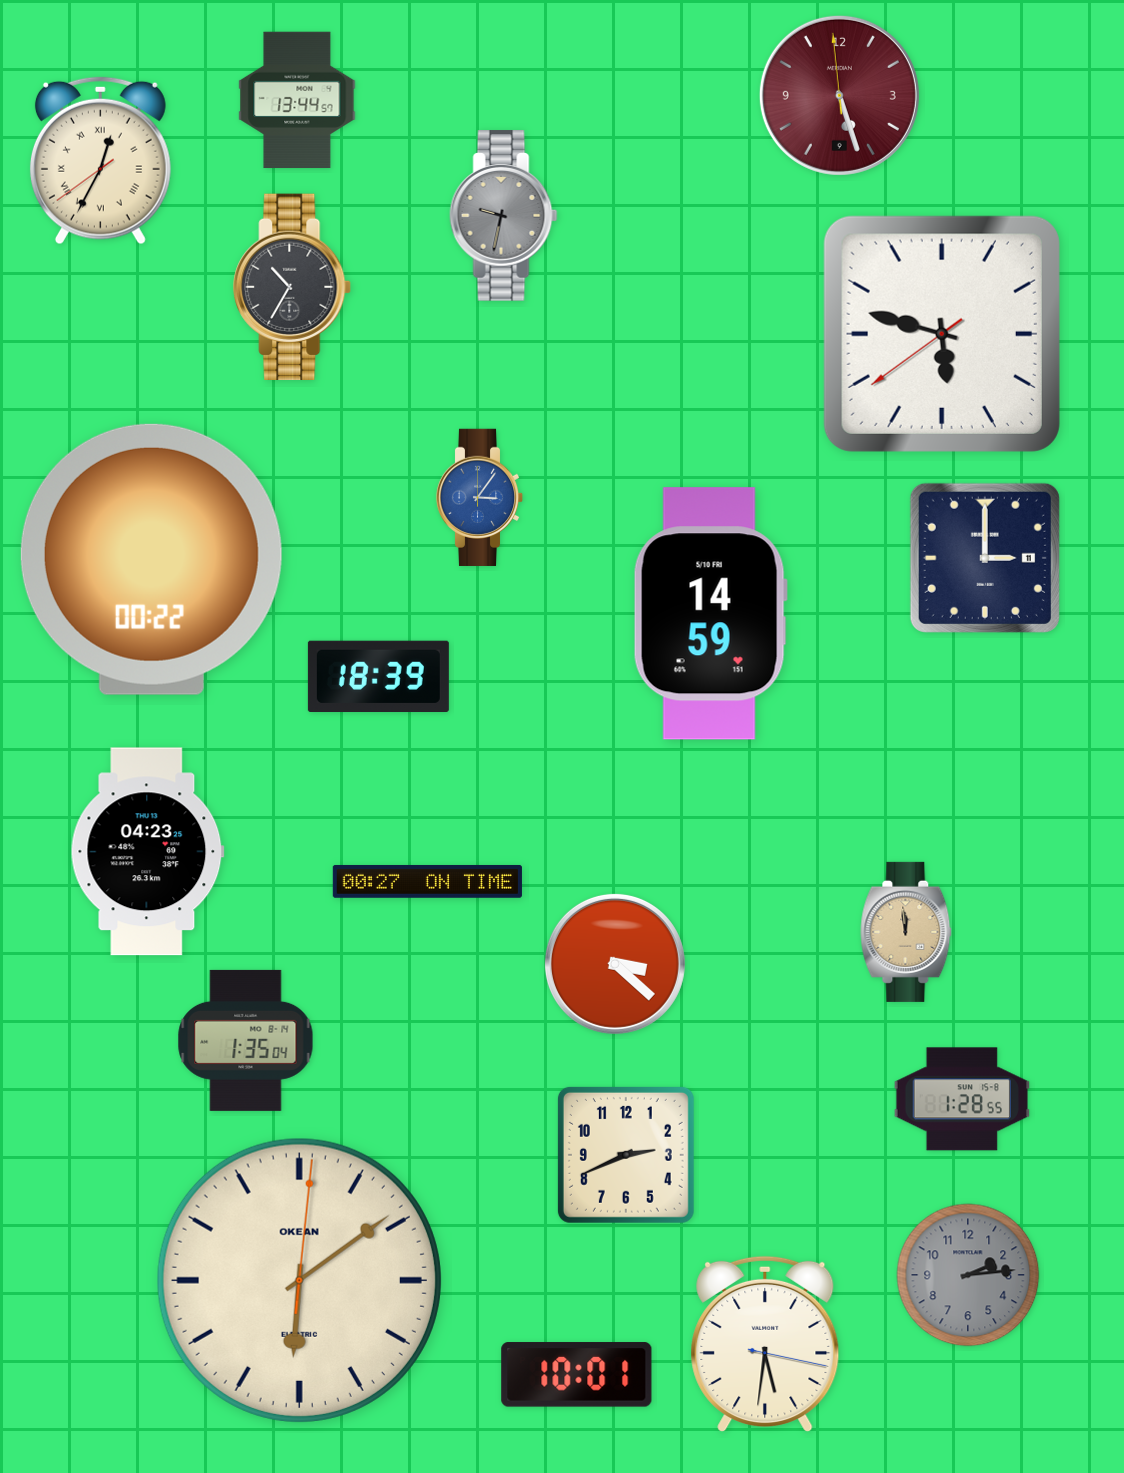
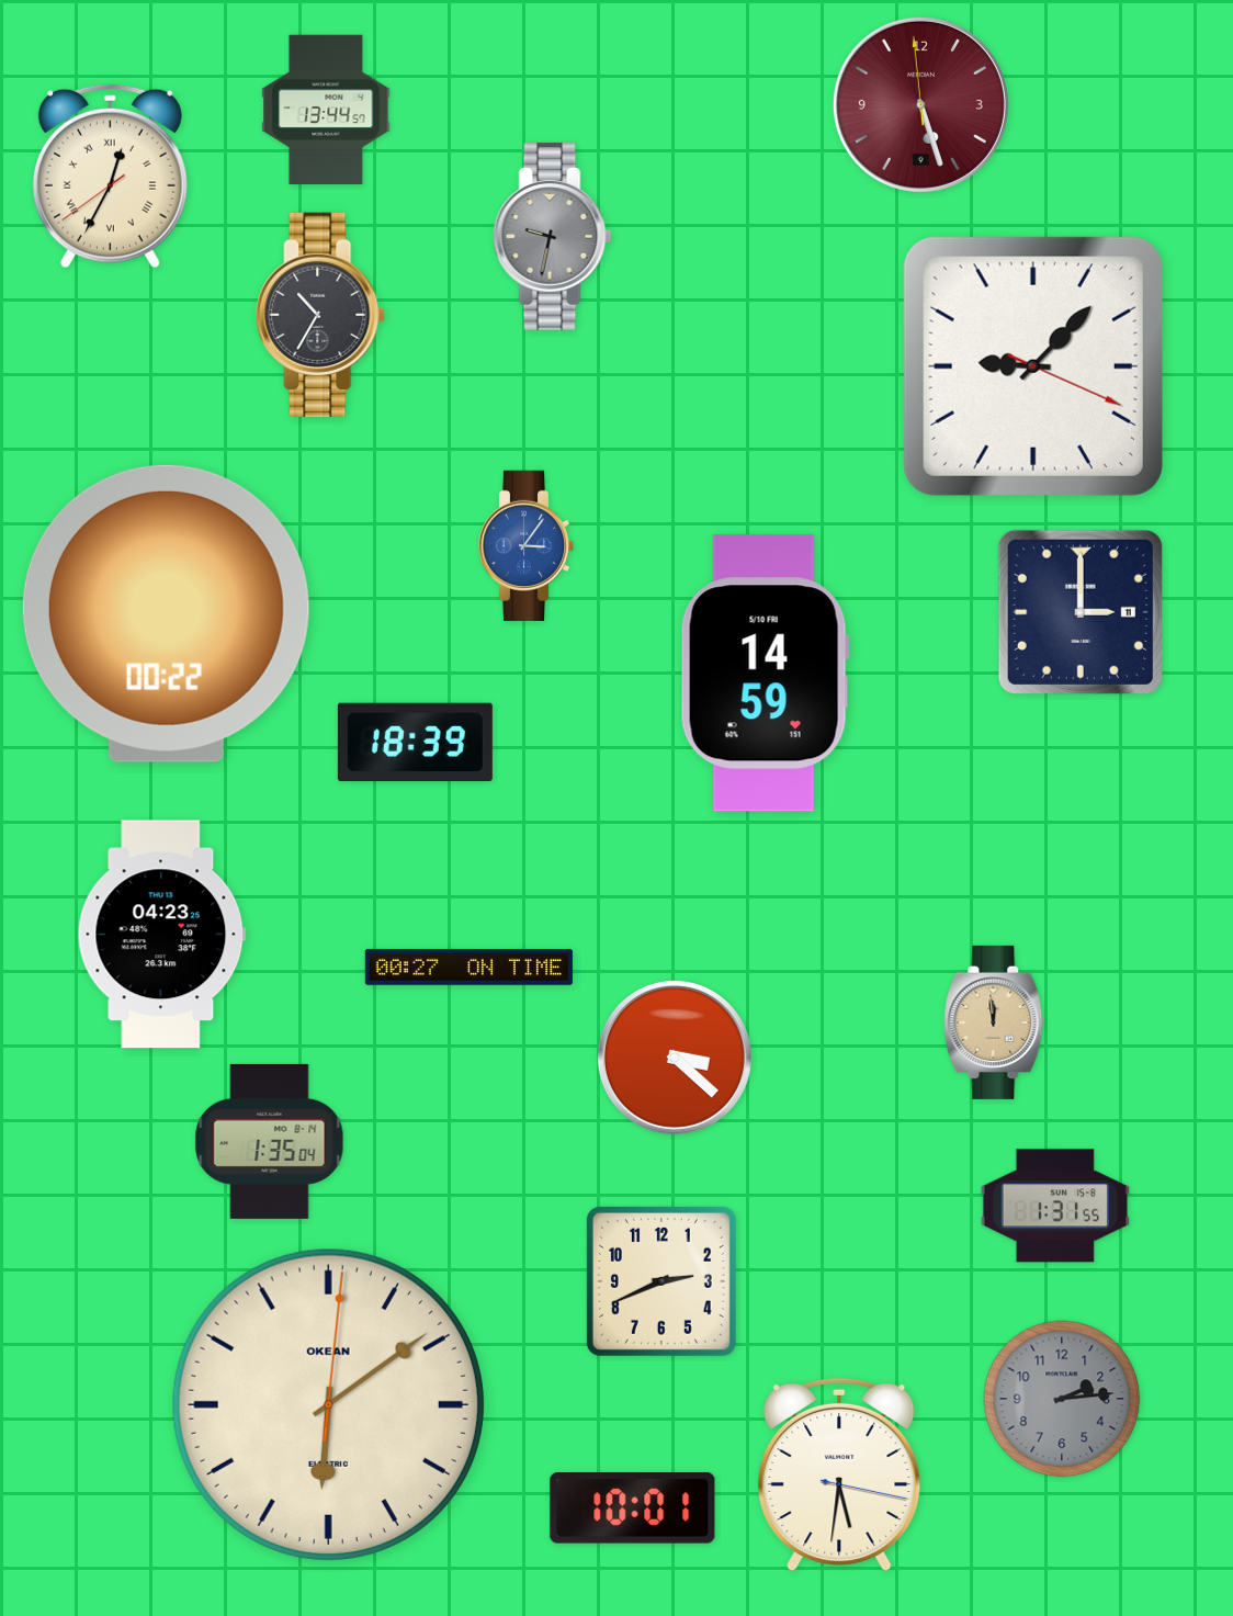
clock at (942, 334): 5:47 -> 9:07
clock at (710, 614) position: (710, 614) -> (765, 674)
clock at (961, 1099): 1:28 -> 1:31
clock at (626, 1155) position: (626, 1155) -> (661, 1281)
